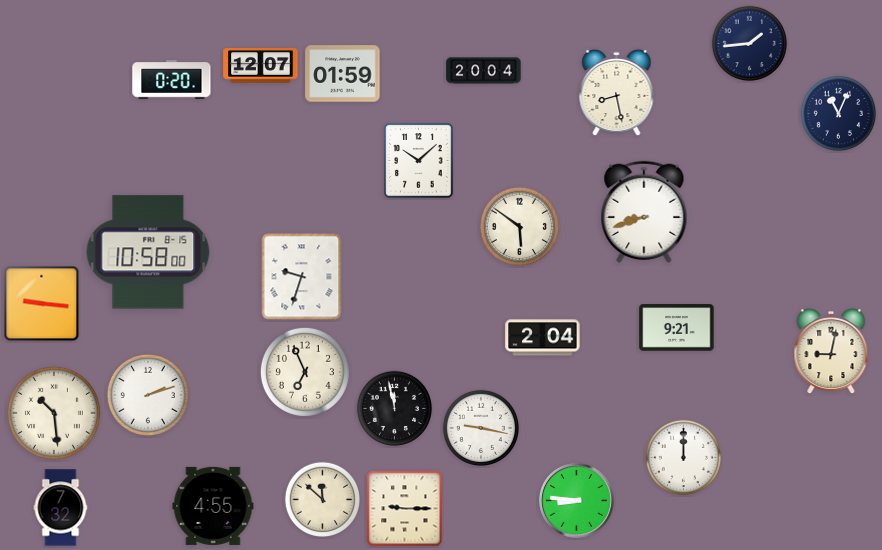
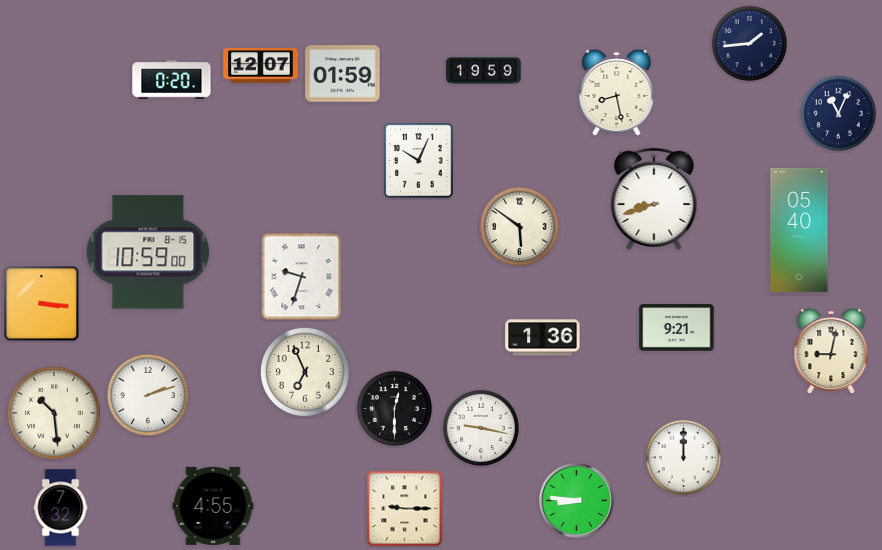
clock at (484, 71): 20:04 -> 19:59
clock at (419, 161): 10:08 -> 10:04
clock at (644, 211) position: (644, 211) -> (654, 198)
clock at (799, 230): none -> 05:40
clock at (148, 252): 10:58 -> 10:59
clock at (42, 304): 9:16 -> 3:16
clock at (543, 338): 2:04 -> 1:36
clock at (394, 408): 11:58 -> 12:30
clock at (322, 499): 11:52 -> none
